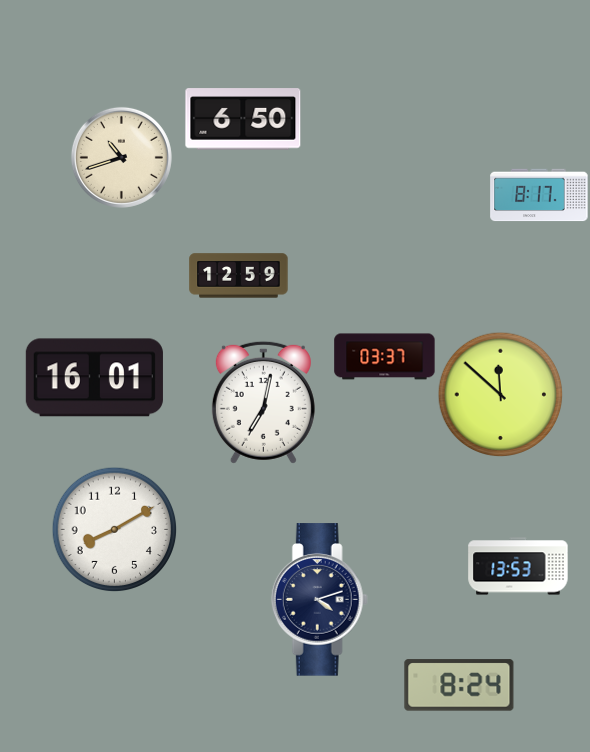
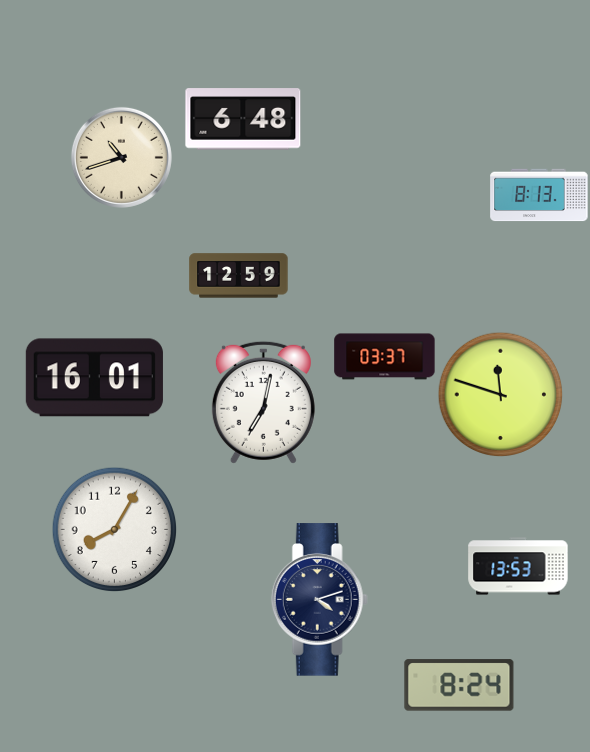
clock at (243, 119): 6:50 -> 6:48
clock at (539, 195): 8:17 -> 8:13
clock at (500, 394): 11:52 -> 11:48
clock at (114, 529): 8:10 -> 8:05
